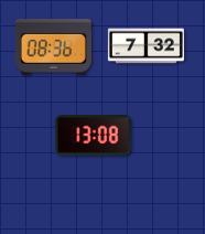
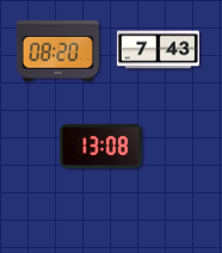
clock at (145, 46): 7:32 -> 7:43
clock at (53, 47): 08:36 -> 08:20
